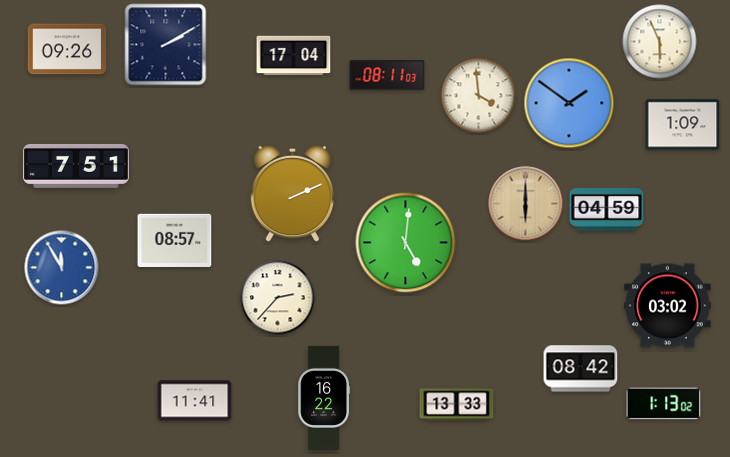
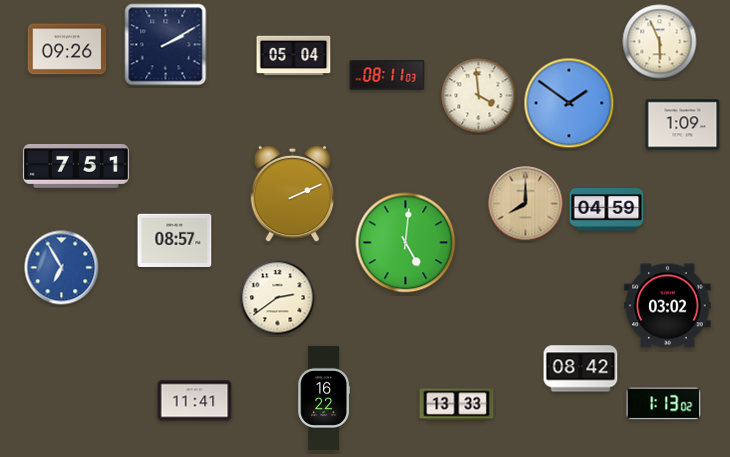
clock at (294, 56): 17:04 -> 05:04
clock at (526, 204): 6:00 -> 8:00
clock at (62, 268): 11:55 -> 6:55
clock at (278, 298): 2:37 -> 2:39
